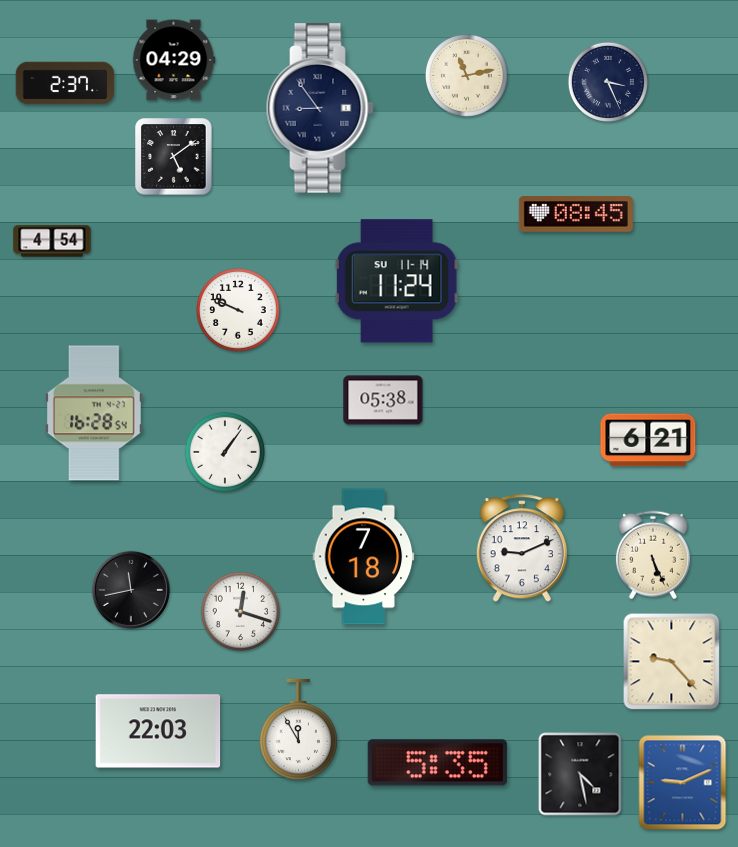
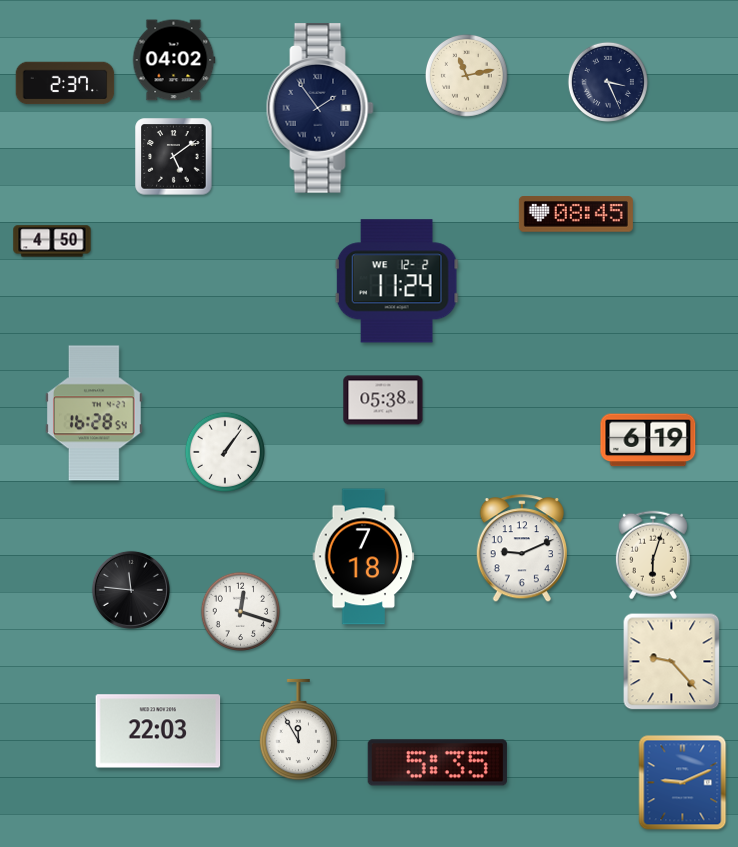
clock at (174, 60): 04:29 -> 04:02
clock at (320, 109): 8:54 -> 1:54
clock at (52, 241): 4:54 -> 4:50
clock at (397, 281) date: SU 11-14 -> WE 12-2
clock at (239, 311): 9:49 -> none
clock at (648, 440): 6:21 -> 6:19
clock at (653, 555): 5:26 -> 6:03
clock at (131, 590): 11:43 -> 11:46
clock at (580, 774): 4:28 -> none
